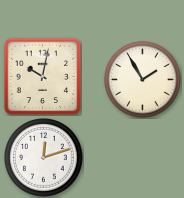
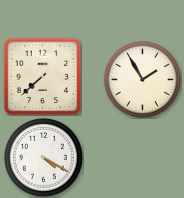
clock at (42, 76): 10:02 -> 7:38
clock at (44, 158): 12:12 -> 4:20
